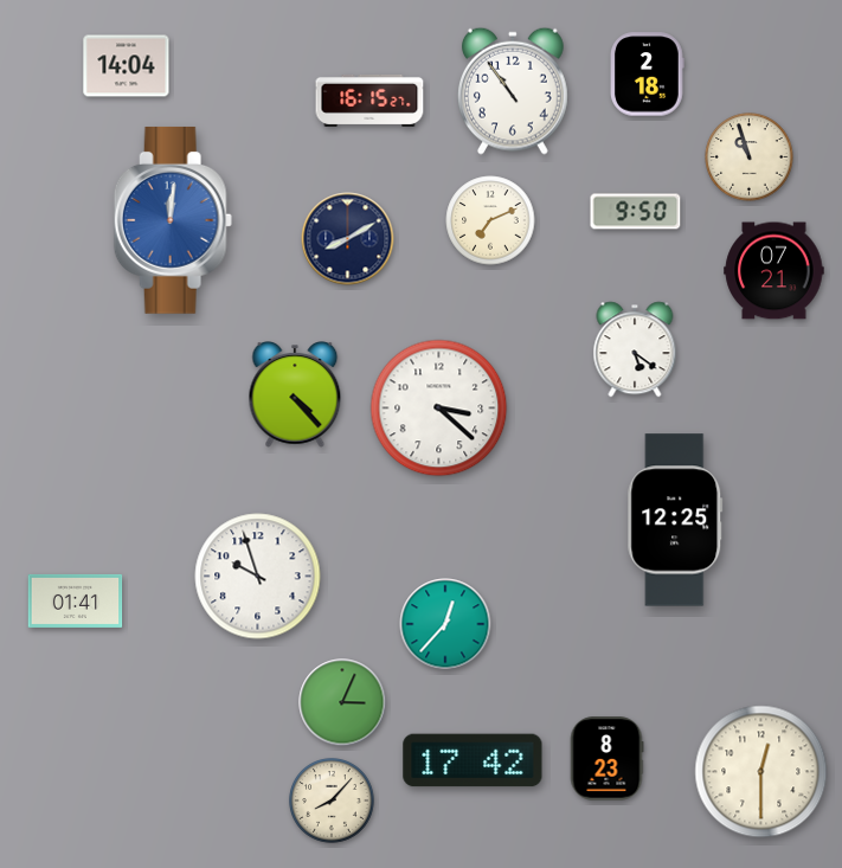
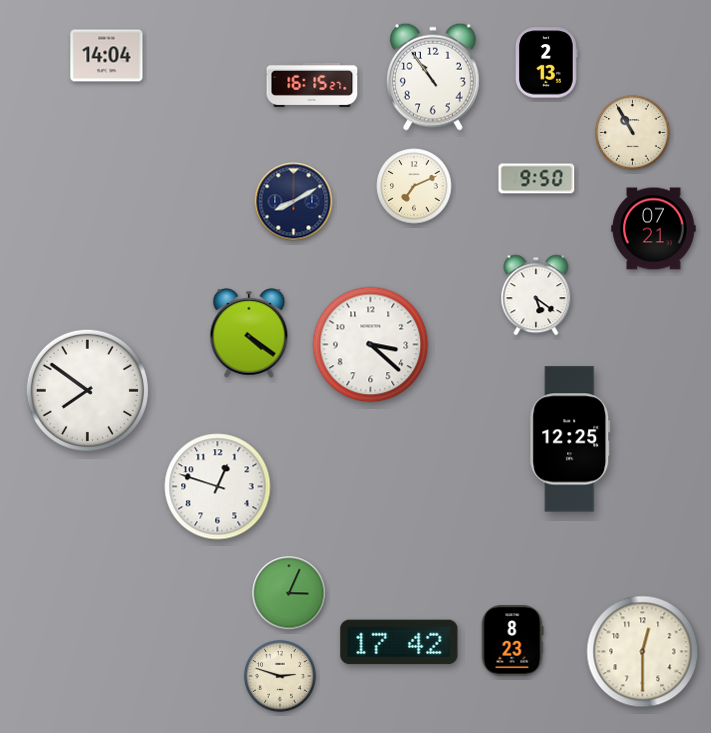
clock at (648, 75): 2:18 -> 2:13
clock at (750, 157): 10:57 -> 10:55
clock at (173, 220): 12:01 -> none
clock at (295, 396): 4:23 -> 4:21
clock at (87, 390): none -> 7:51
clock at (258, 577): 9:57 -> 12:48
clock at (76, 600): 01:41 -> none
clock at (445, 624): 12:37 -> none
clock at (333, 802): 8:07 -> 2:48
